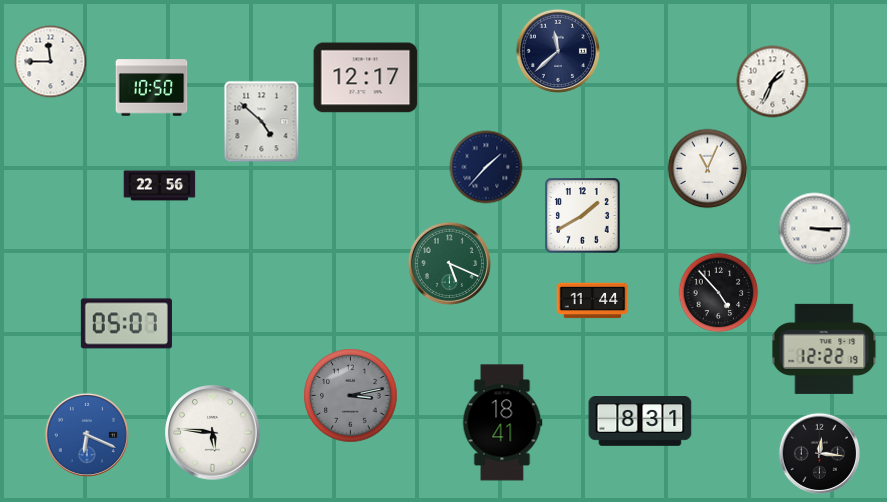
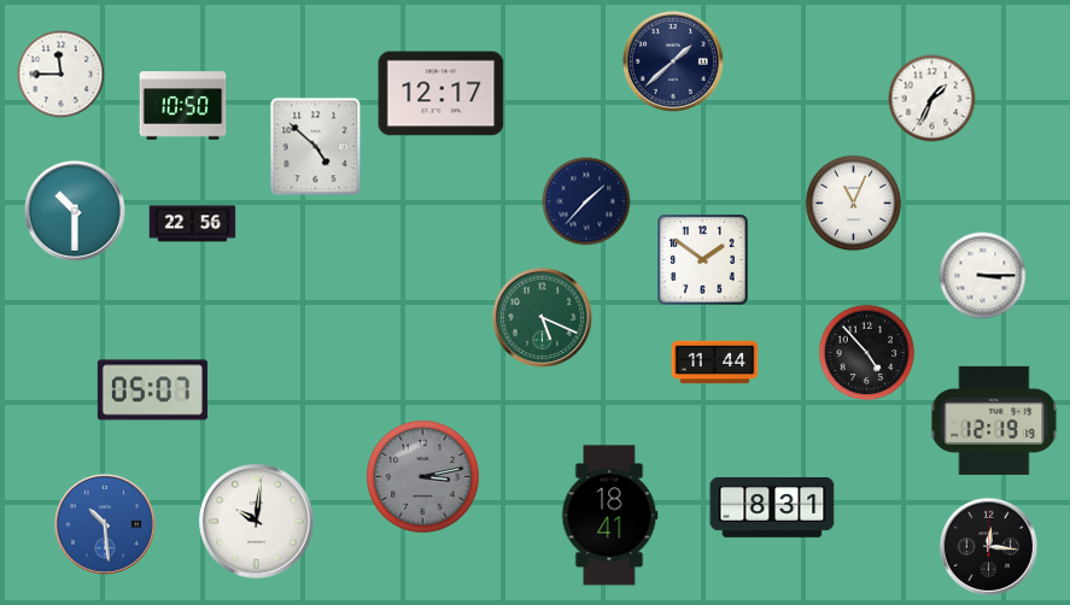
clock at (558, 51): 11:38 -> 1:38
clock at (75, 211): none -> 10:30
clock at (583, 216): 1:40 -> 1:51
clock at (824, 349): 12:22 -> 12:19
clock at (502, 423) position: (502, 423) -> (609, 516)
clock at (213, 433): 5:46 -> 10:01
clock at (87, 435): 6:19 -> 10:29
